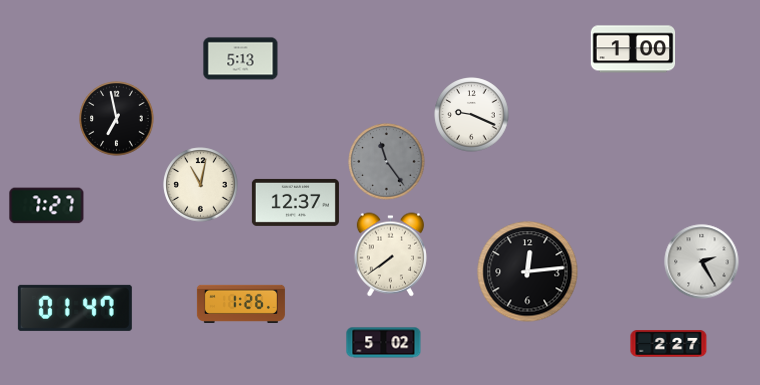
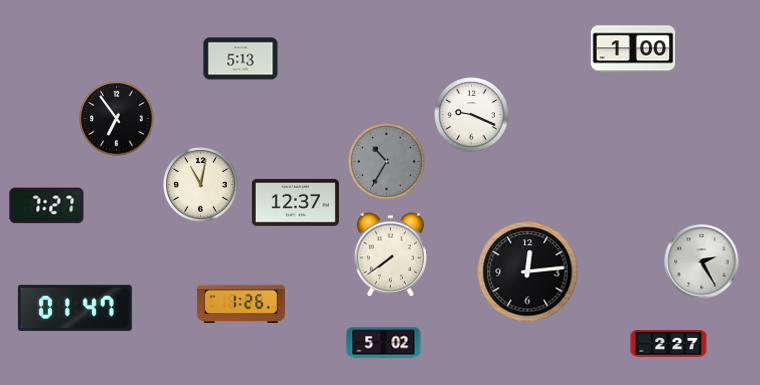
clock at (117, 119): 6:58 -> 6:54
clock at (387, 162): 11:24 -> 10:35
